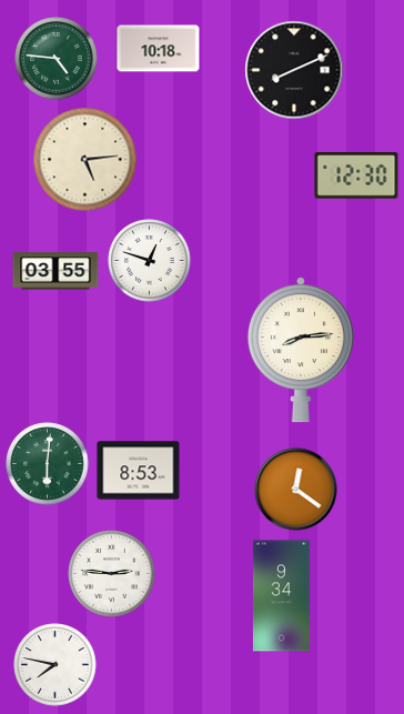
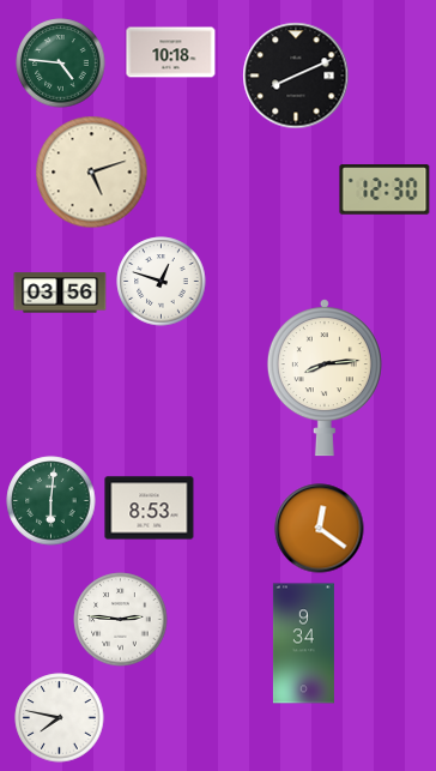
clock at (294, 70) position: (294, 70) -> (296, 76)
clock at (85, 160): 5:14 -> 5:12
clock at (55, 271): 03:55 -> 03:56
